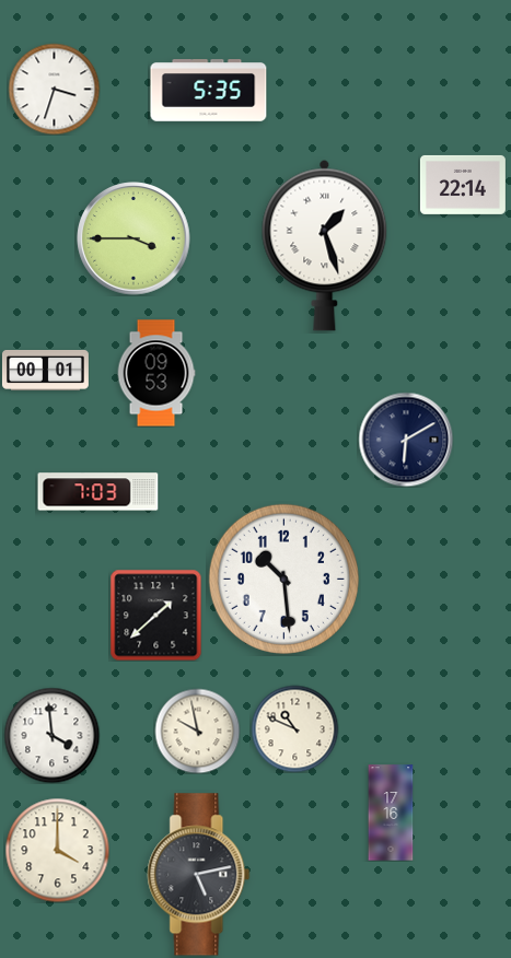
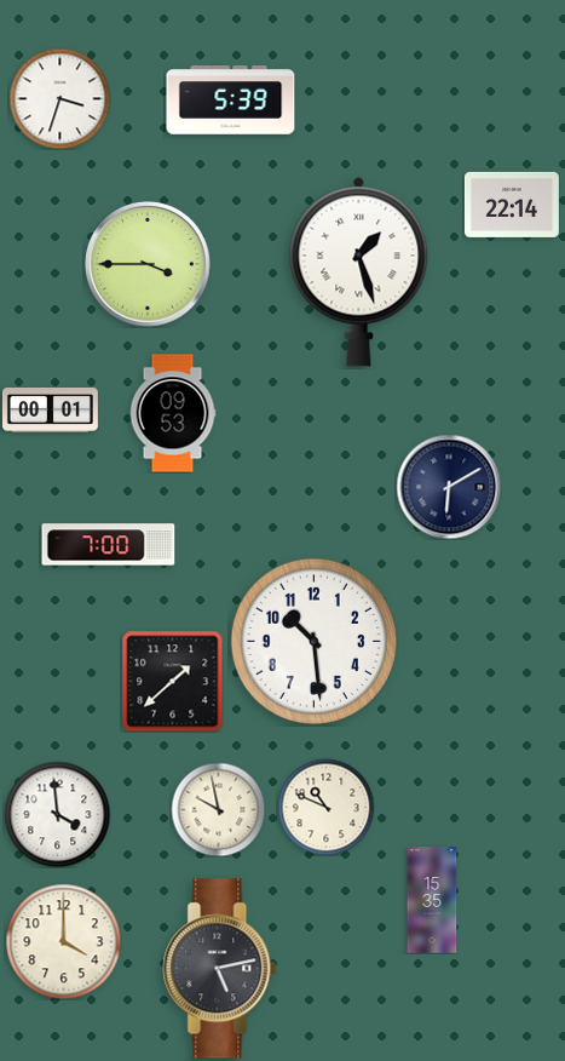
clock at (209, 91): 5:35 -> 5:39
clock at (98, 492): 7:03 -> 7:00
clock at (391, 813): 17:16 -> 15:35
